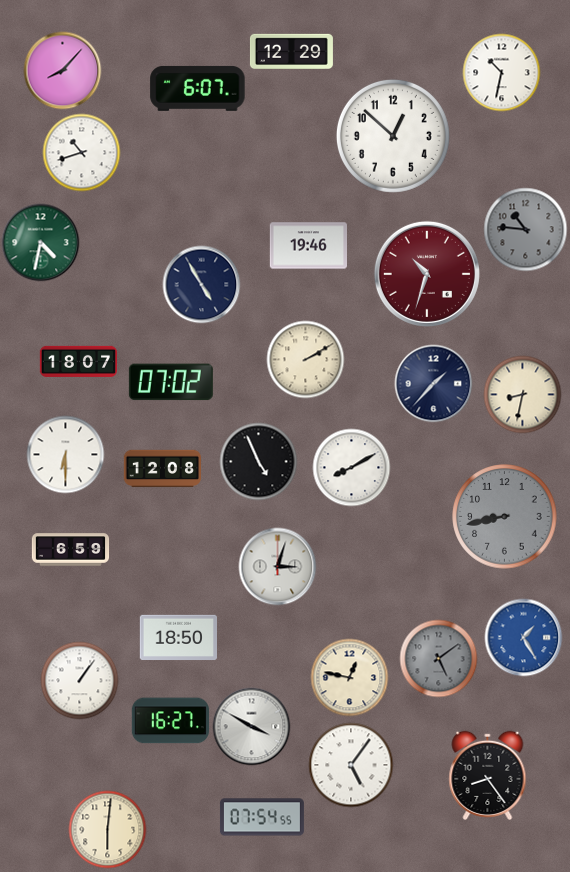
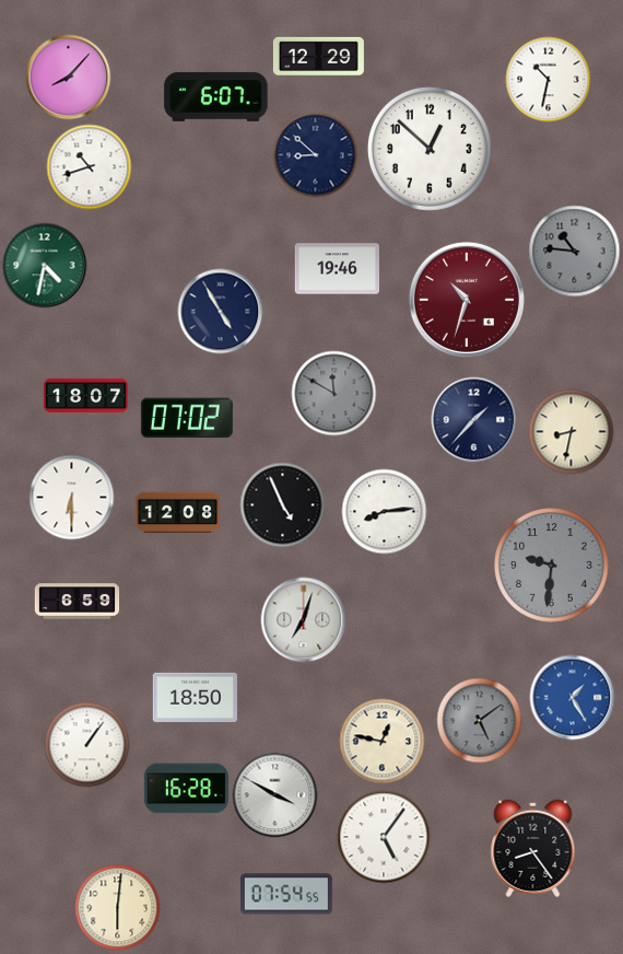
clock at (315, 154): none -> 8:52
clock at (305, 359): 2:10 -> 11:50
clock at (305, 359) dial: cream -> grey
clock at (351, 467): 8:10 -> 8:14
clock at (505, 517): 8:43 -> 9:31
clock at (277, 566): 3:03 -> 7:03
clock at (170, 721): 16:27 -> 16:28
